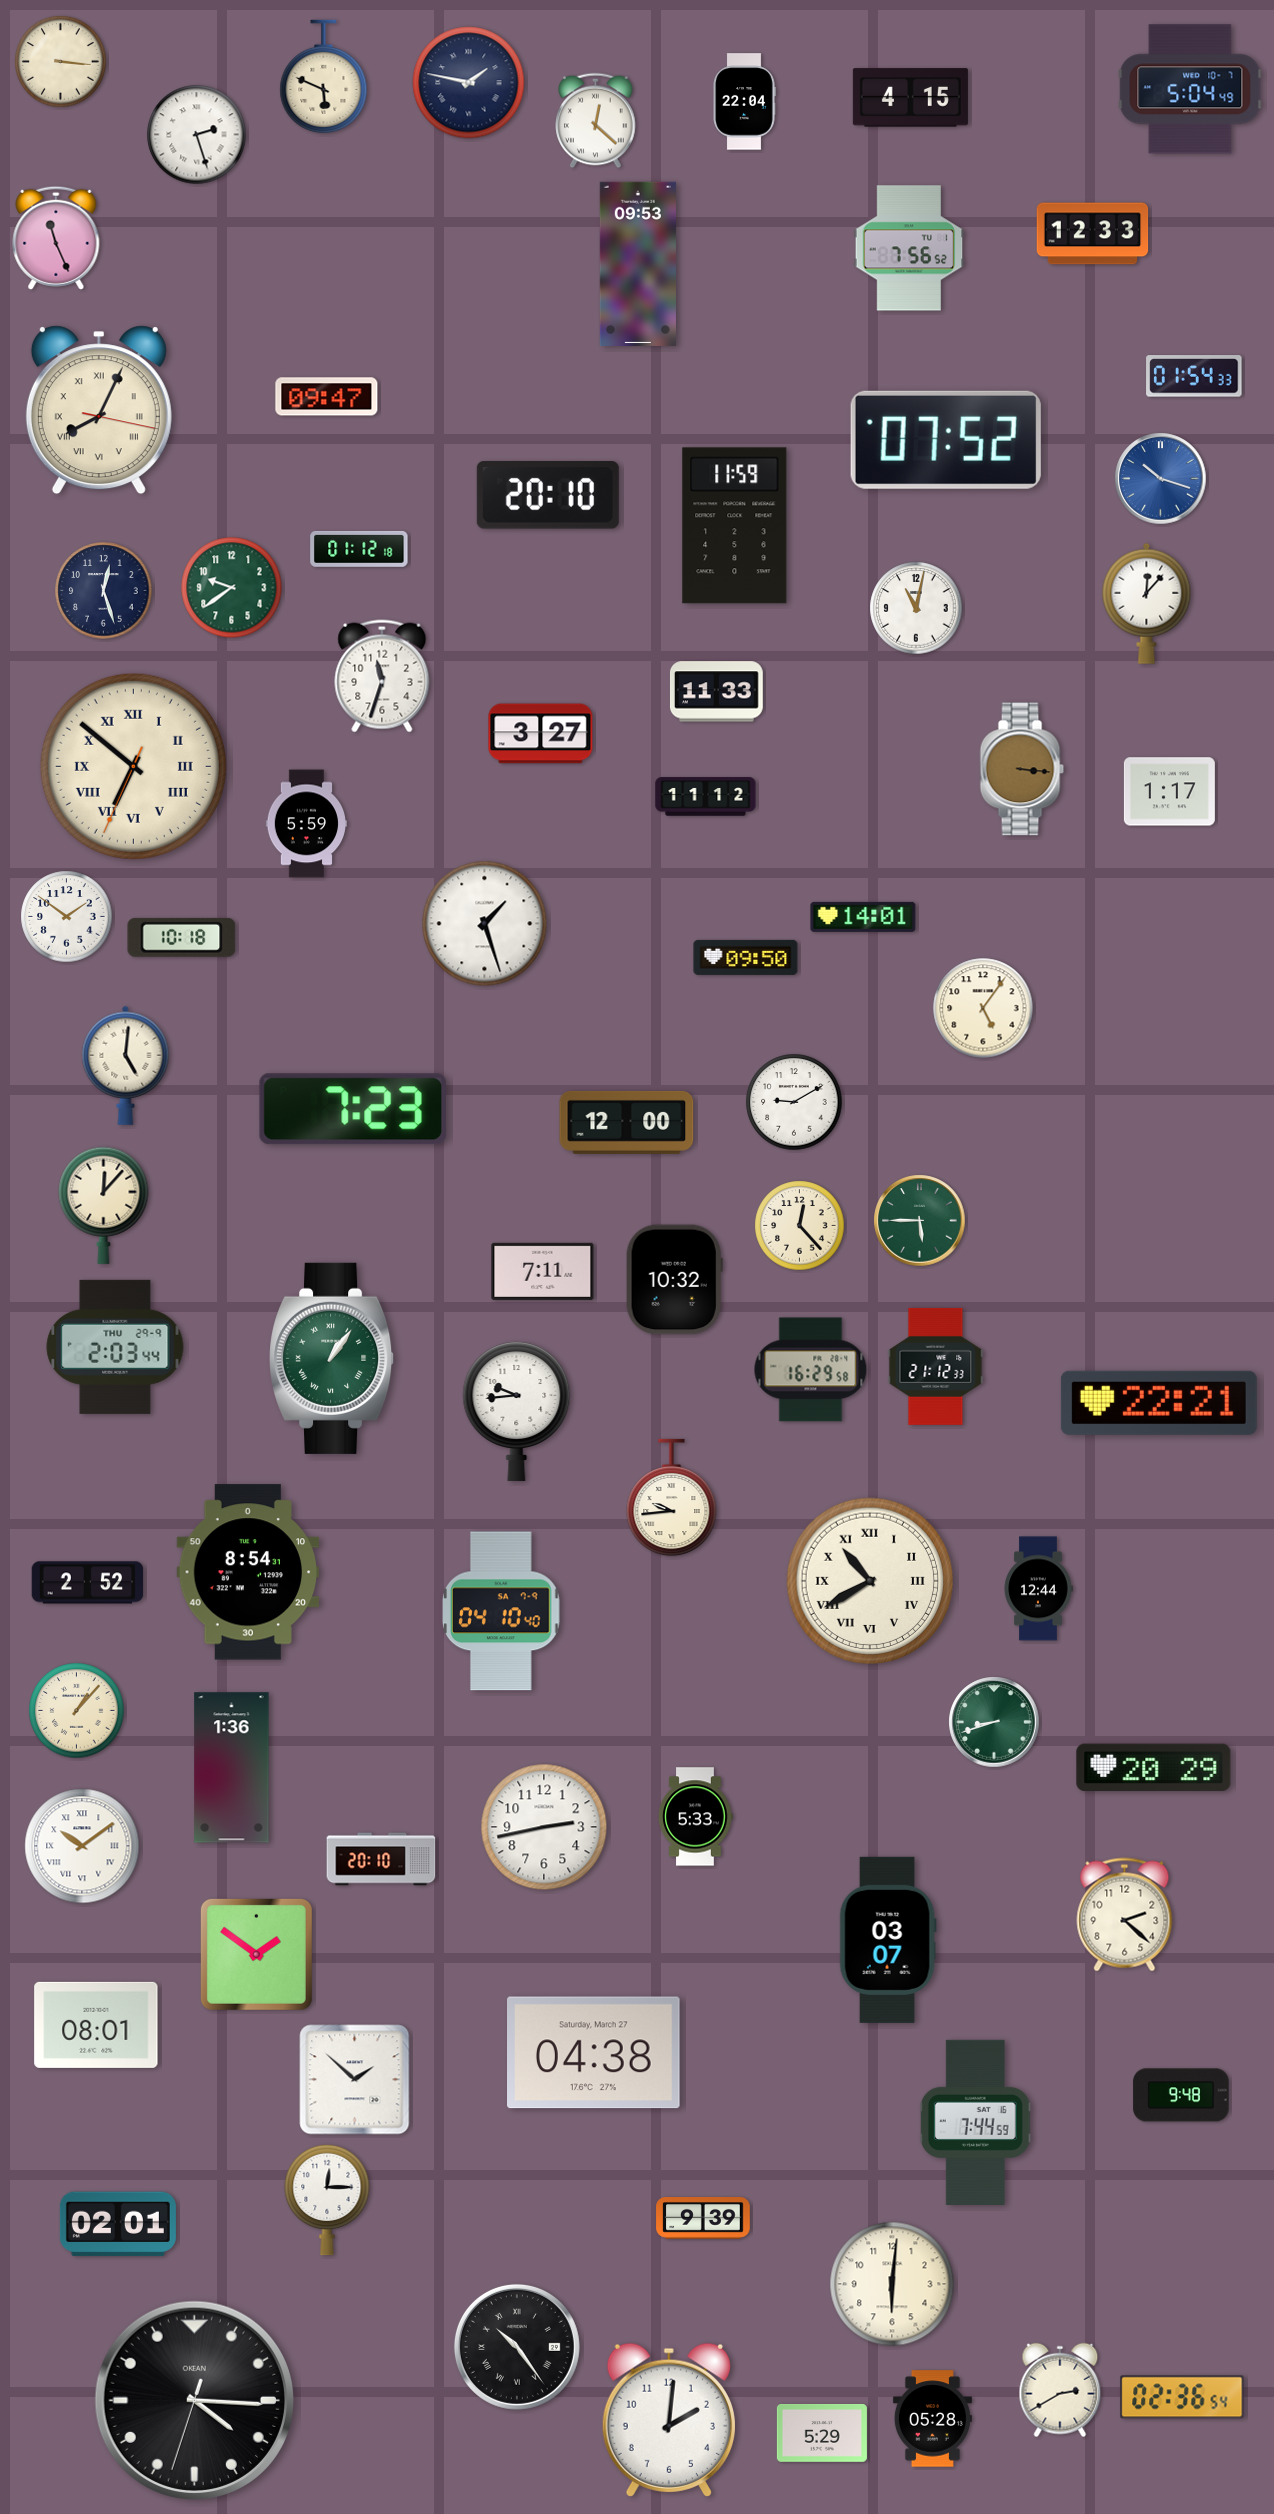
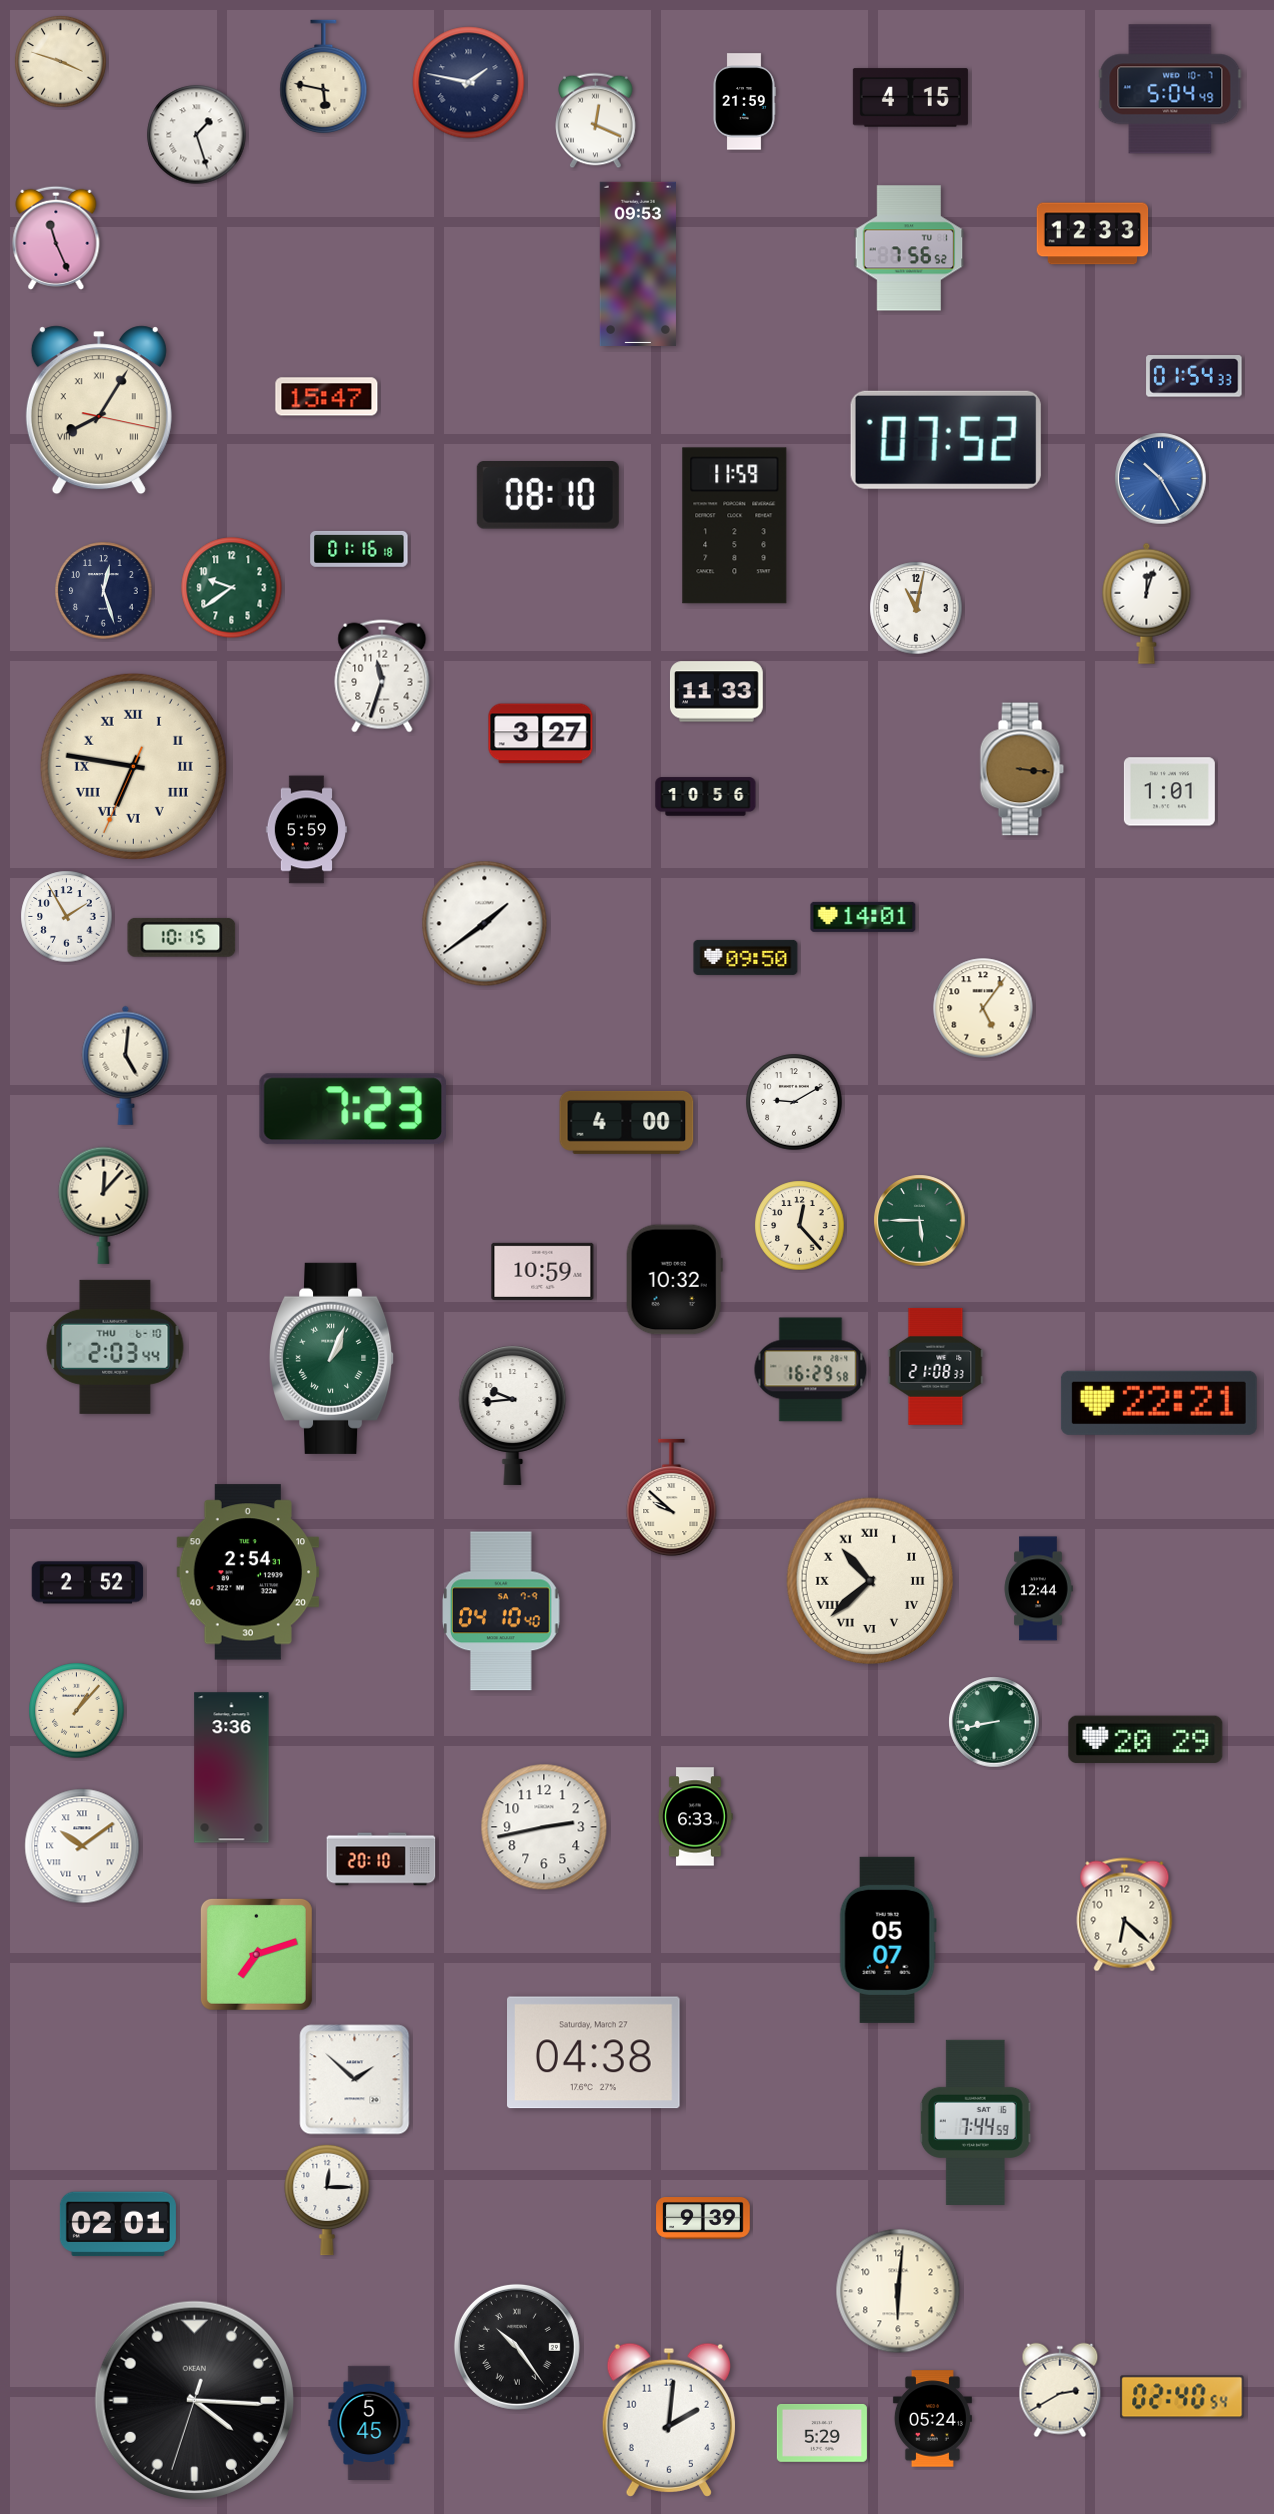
clock at (61, 62): 3:16 -> 3:48
clock at (324, 77): 5:49 -> 5:47
clock at (1190, 89) position: (1190, 89) -> (1170, 89)
clock at (744, 102): 22:04 -> 21:59
clock at (596, 121): 12:22 -> 12:19
clock at (197, 135): 2:27 -> 1:27
clock at (327, 397): 09:47 -> 15:47
clock at (99, 410): 8:04 -> 8:05
clock at (1161, 479): 10:18 -> 10:25
clock at (548, 496): 20:10 -> 08:10
clock at (359, 549): 01:12 -> 01:16
clock at (1147, 603): 12:07 -> 12:03
clock at (133, 766): 6:51 -> 6:46
clock at (1169, 792): 1:17 -> 1:01
clock at (706, 797): 11:12 -> 10:56
clock at (306, 824) position: (306, 824) -> (306, 830)
clock at (67, 917): 1:51 -> 1:55
clock at (485, 924): 1:27 -> 1:39
clock at (182, 937): 10:18 -> 10:15
clock at (627, 1122): 12:00 -> 4:00
clock at (543, 1271): 7:11 -> 10:59
clock at (115, 1347) date: THU 29-9 -> THU 6-10
clock at (332, 1358): 1:06 -> 1:04
clock at (936, 1366): 21:12 -> 21:08
clock at (517, 1411) position: (517, 1411) -> (513, 1415)
clock at (672, 1498): 9:44 -> 9:52
clock at (248, 1572): 8:54 -> 2:54
clock at (870, 1581): 10:40 -> 10:38
clock at (994, 1722): 8:42 -> 8:43
clock at (232, 1768): 1:36 -> 3:36
clock at (1154, 1768) position: (1154, 1768) -> (1146, 1740)
clock at (695, 1817): 5:33 -> 6:33
clock at (1125, 1915): 2:22 -> 6:22
clock at (888, 1940): 03:07 -> 05:07
clock at (256, 1954): 1:51 -> 7:12
clock at (96, 2025): 08:01 -> none
clock at (1181, 2095): 9:48 -> none
clock at (892, 2284) position: (892, 2284) -> (898, 2291)
clock at (1182, 2397): 02:36 -> 02:40
clock at (932, 2419): 05:28 -> 05:24
clock at (369, 2423): none -> 5:45
